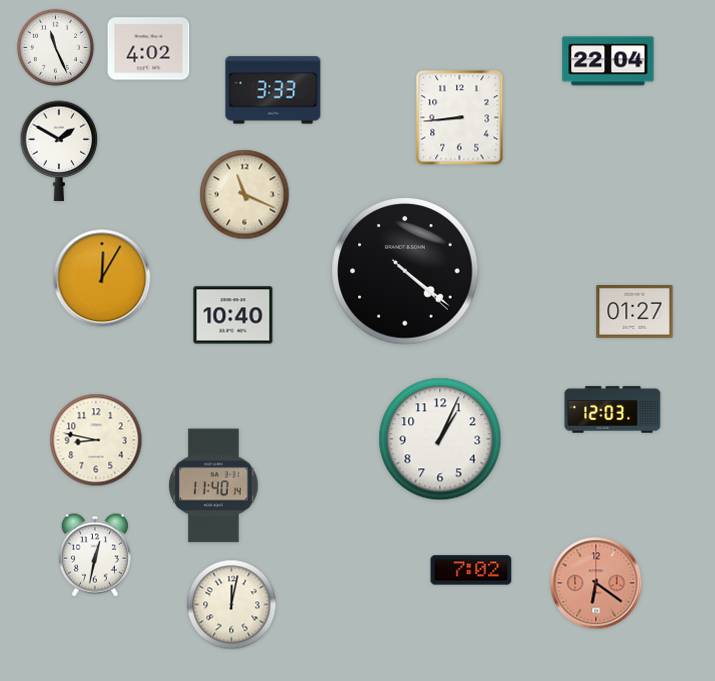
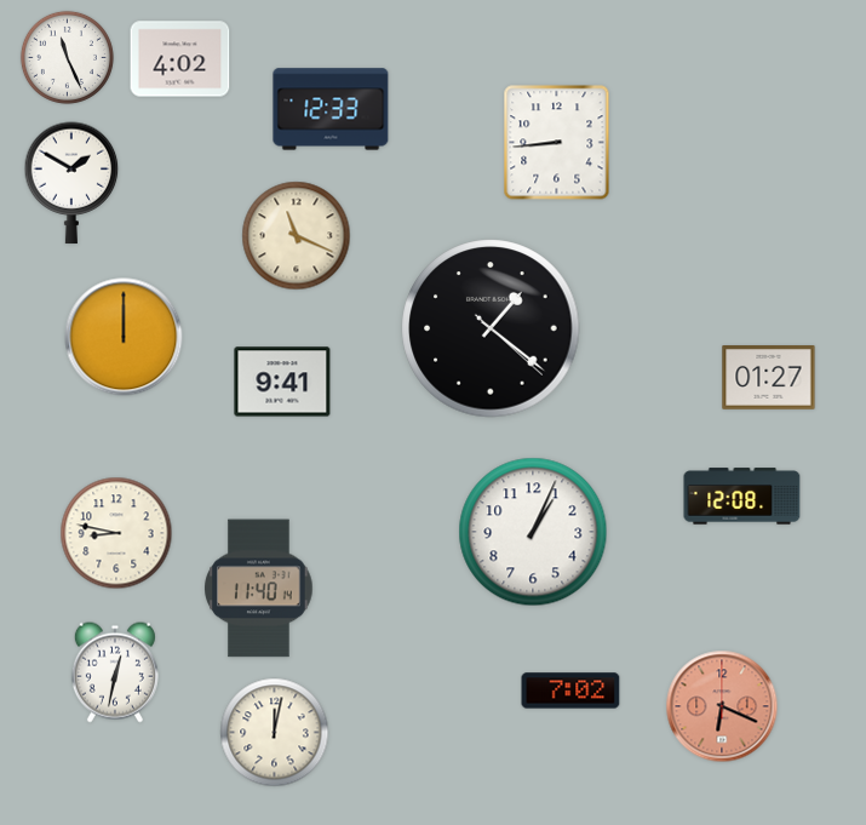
clock at (608, 61): 22:04 -> none
clock at (273, 90): 3:33 -> 12:33
clock at (405, 271): 4:21 -> 1:21
clock at (102, 278): 12:05 -> 12:00
clock at (233, 315): 10:40 -> 9:41
clock at (613, 410): 12:03 -> 12:08
clock at (596, 583): 6:21 -> 6:19
clock at (232, 605) position: (232, 605) -> (275, 733)
